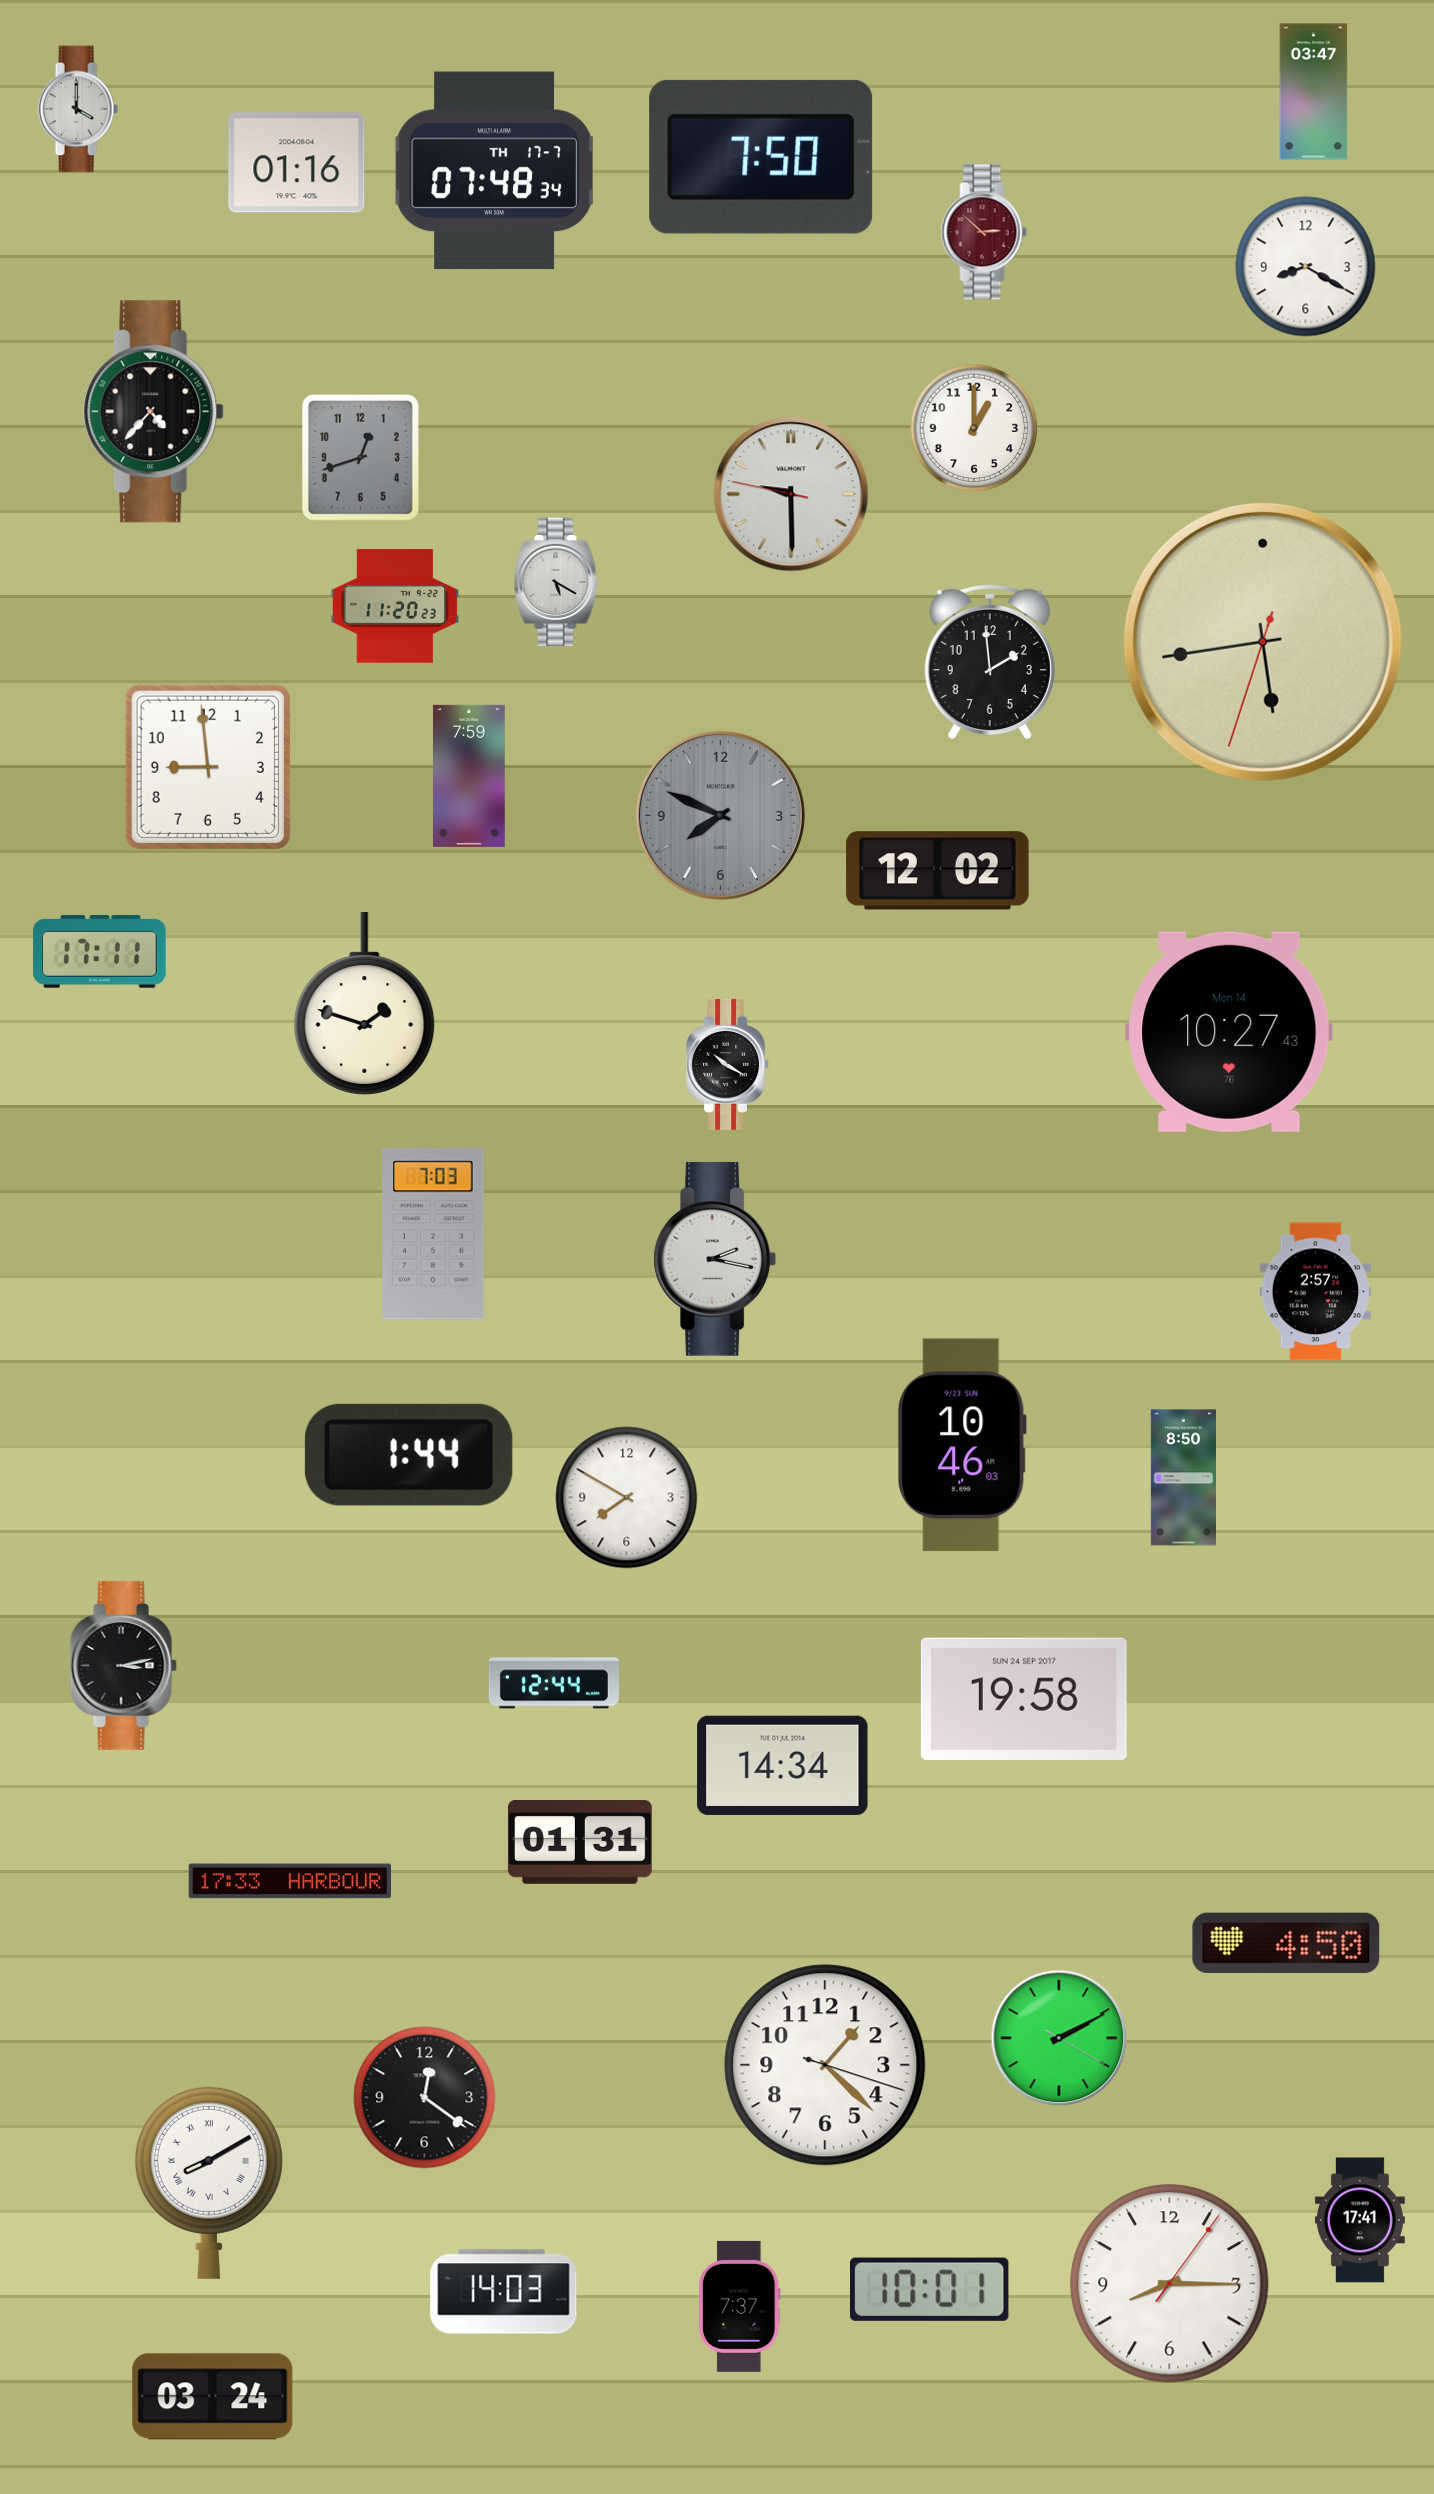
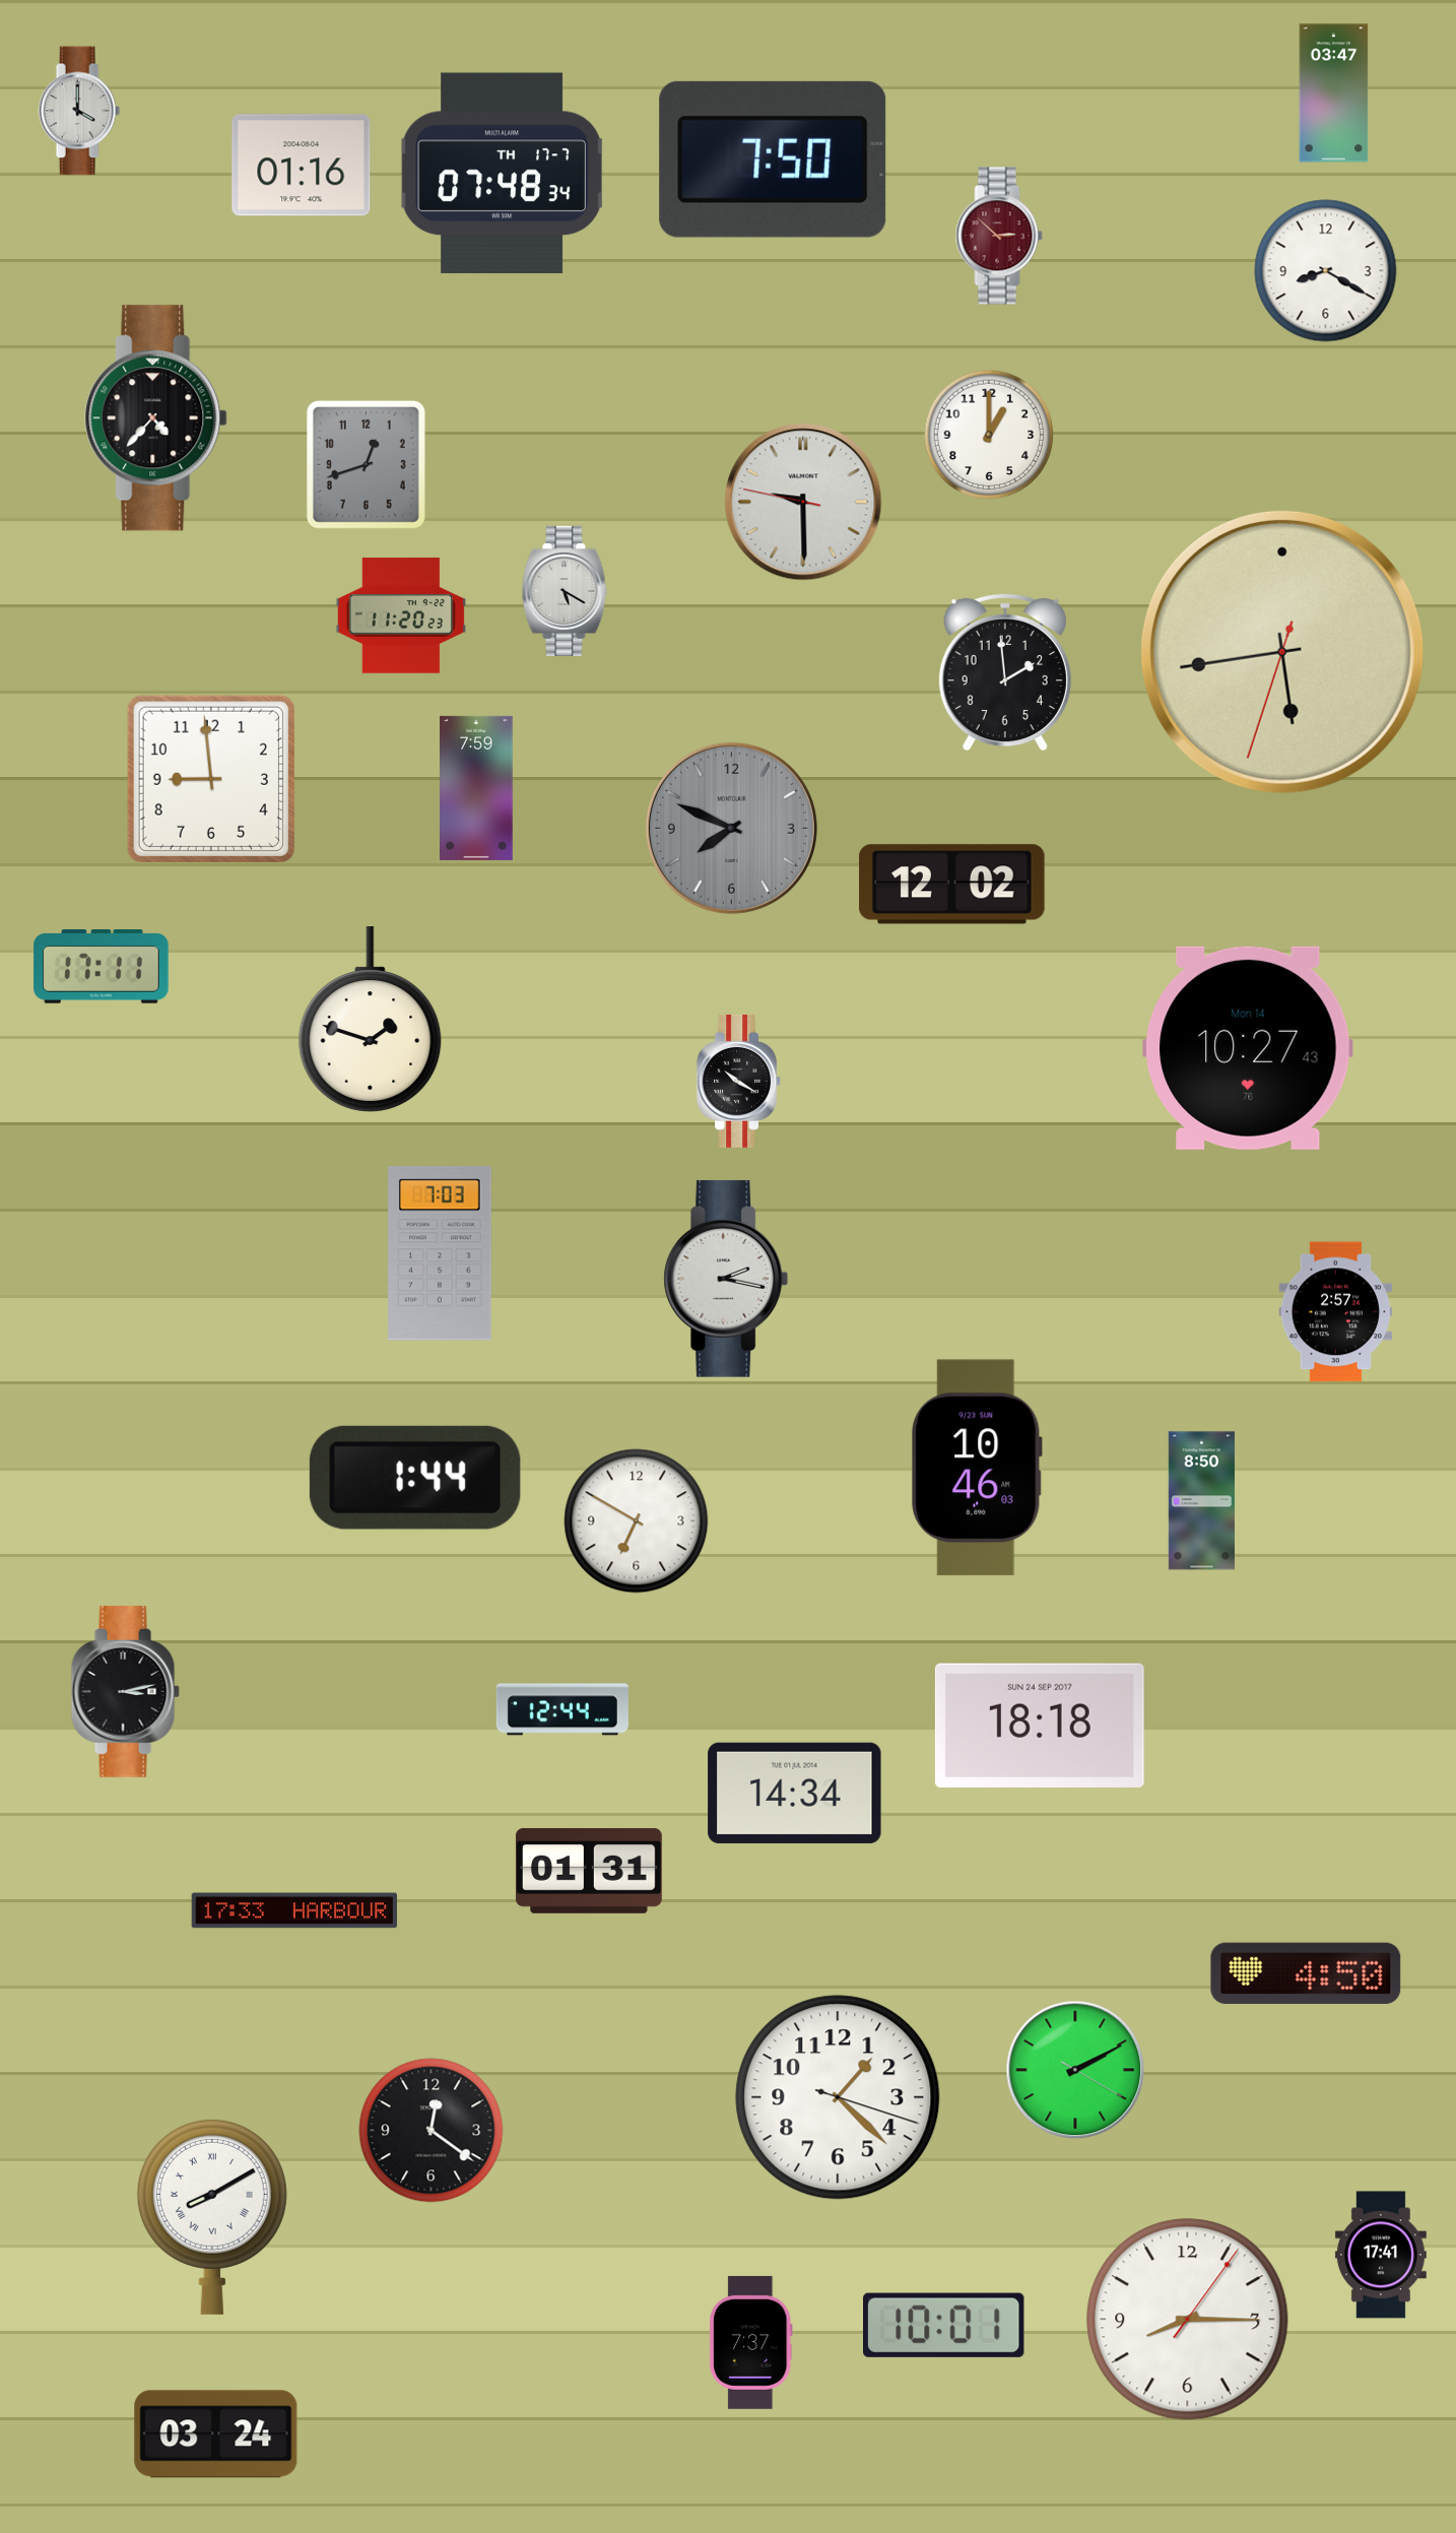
clock at (627, 1498): 7:50 -> 6:50
clock at (1024, 1699): 19:58 -> 18:18
clock at (504, 2292): 14:03 -> none
